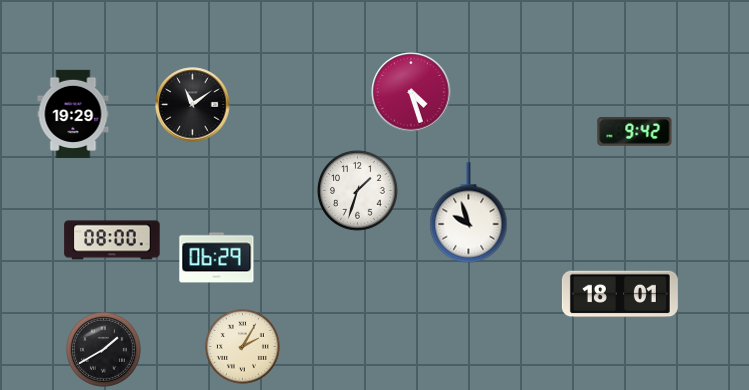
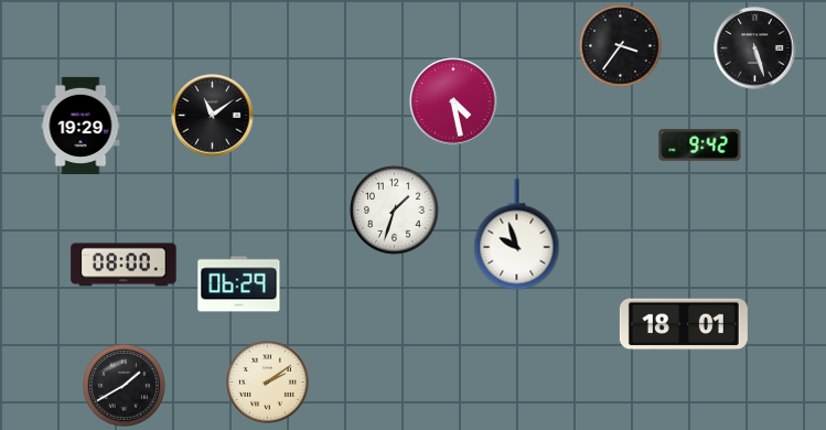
clock at (621, 46): none -> 3:36
clock at (755, 49): none -> 5:27
clock at (411, 92): 4:27 -> 4:28
clock at (243, 347): 2:05 -> 2:09
clock at (104, 350) position: (104, 350) -> (125, 386)
